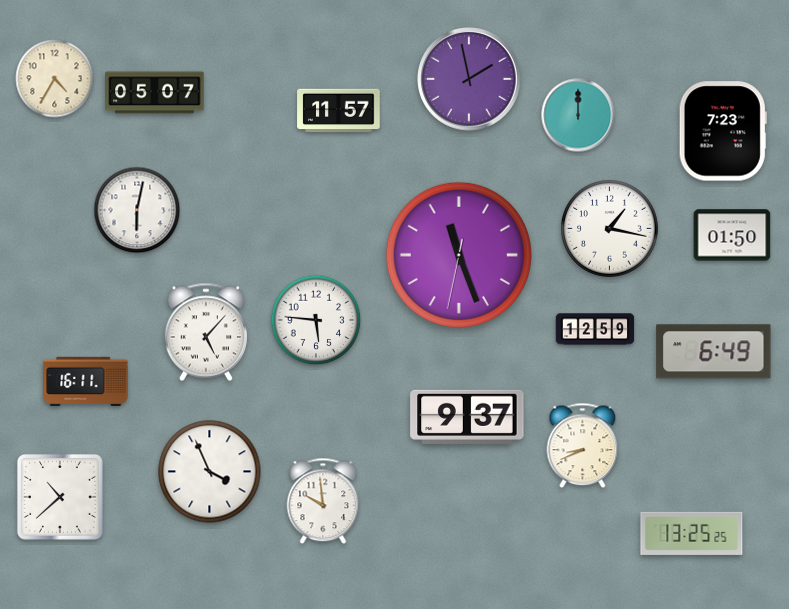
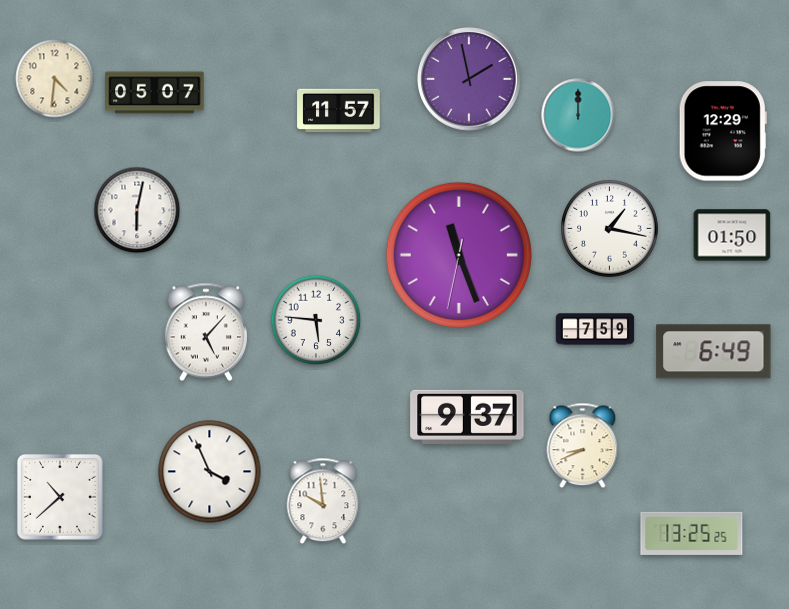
clock at (55, 79): 4:35 -> 4:31
clock at (723, 131): 7:23 -> 12:29
clock at (595, 329): 12:59 -> 7:59
clock at (86, 381): 16:11 -> none
